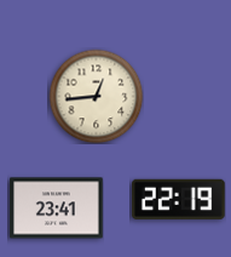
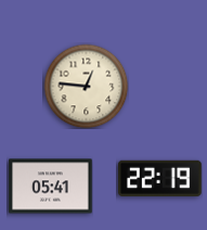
clock at (96, 96): 12:44 -> 12:46
clock at (57, 209): 23:41 -> 05:41
